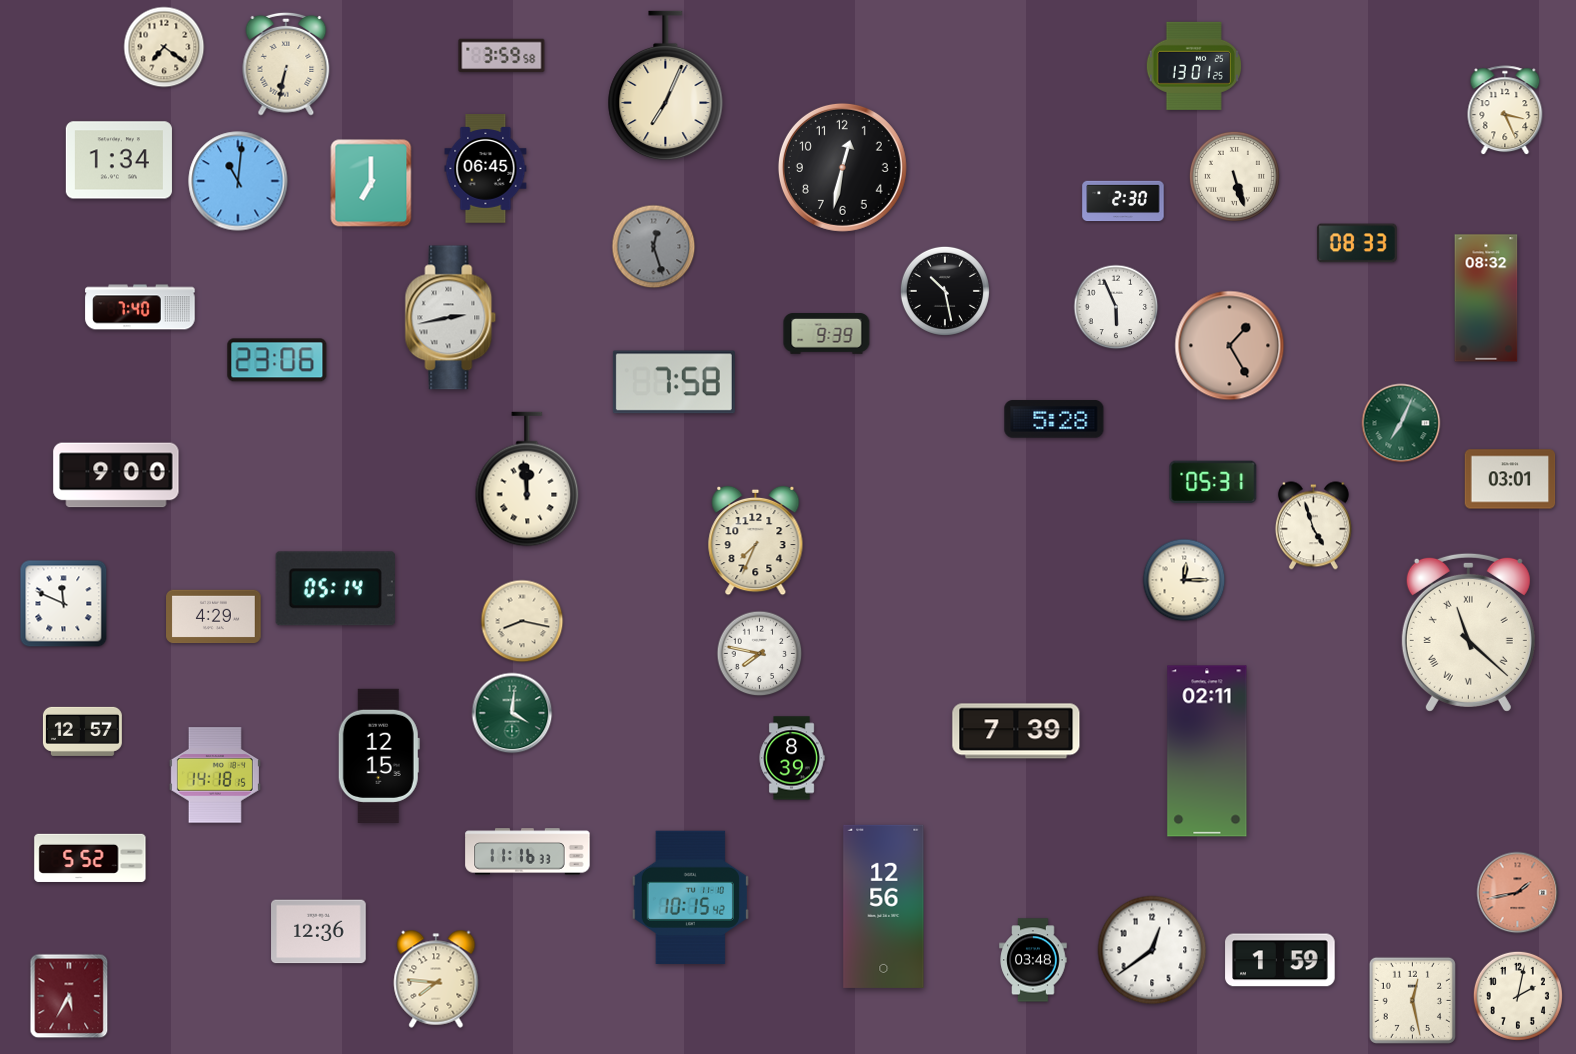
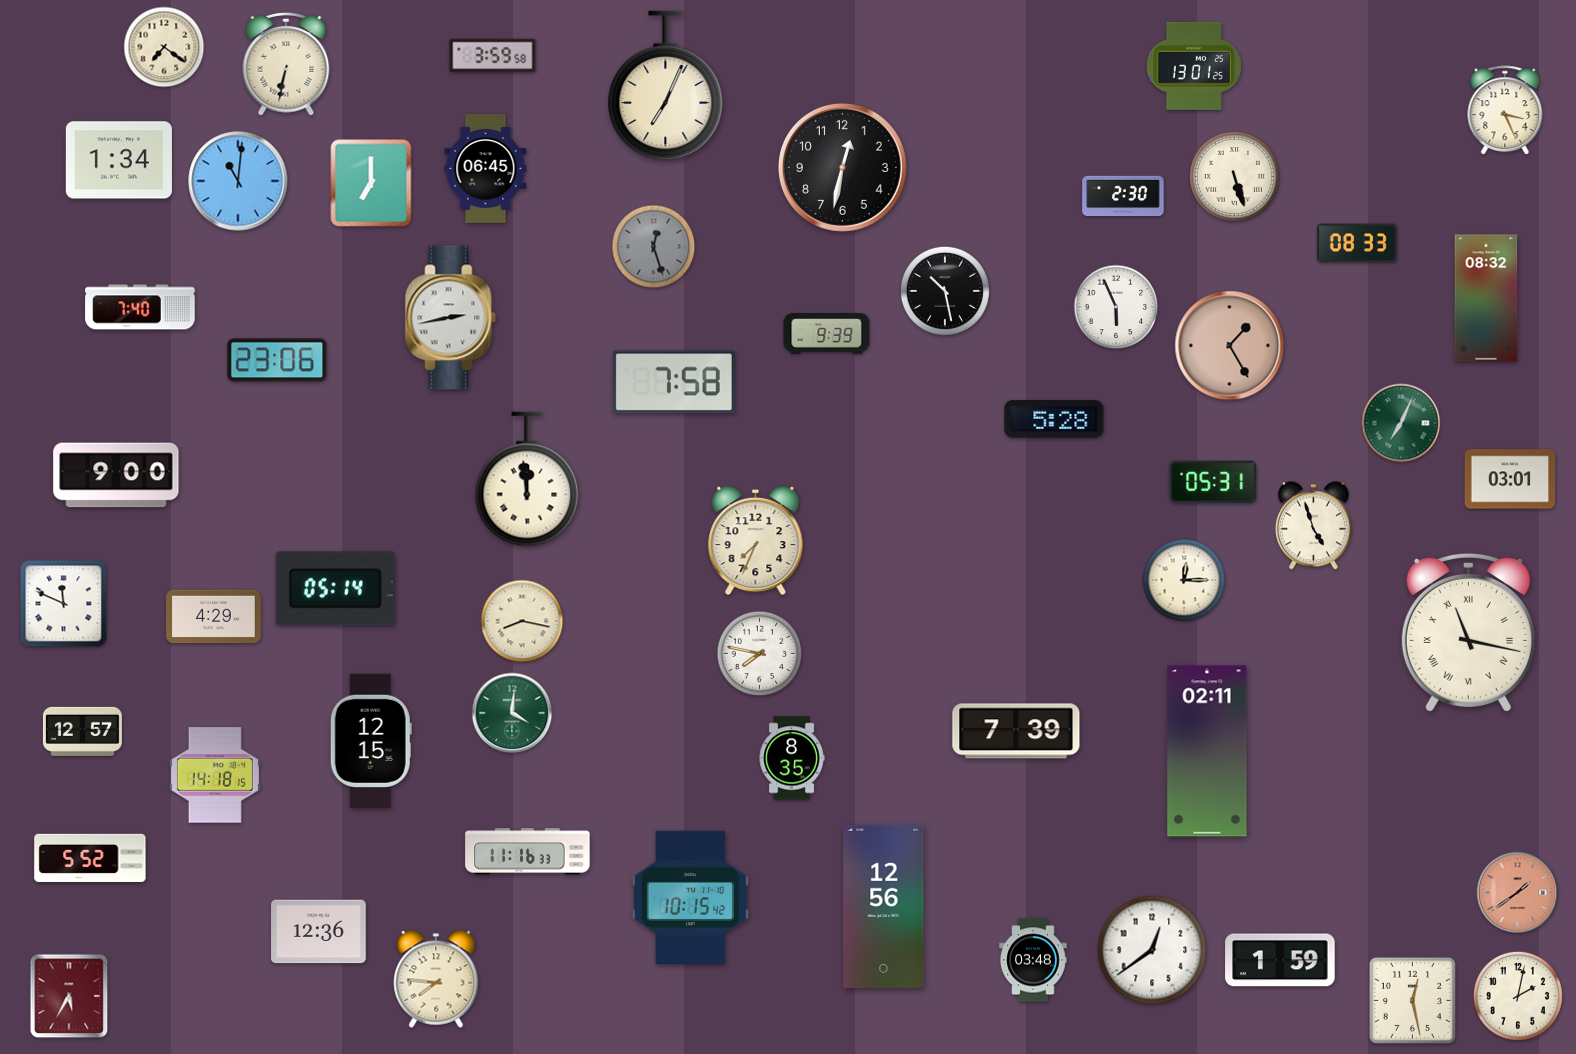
clock at (502, 56) position: (502, 56) -> (493, 56)
clock at (1123, 201) position: (1123, 201) -> (1123, 196)
clock at (1468, 632): 11:22 -> 11:17
clock at (379, 756) position: (379, 756) -> (371, 741)
clock at (792, 758): 8:39 -> 8:35
clock at (1518, 893): 1:43 -> 1:39
